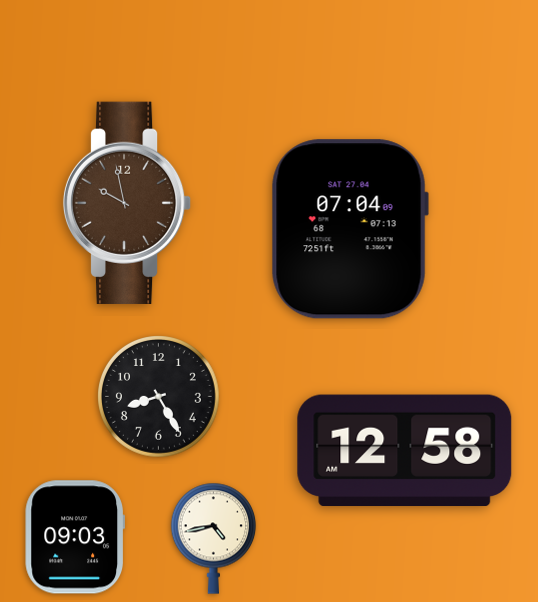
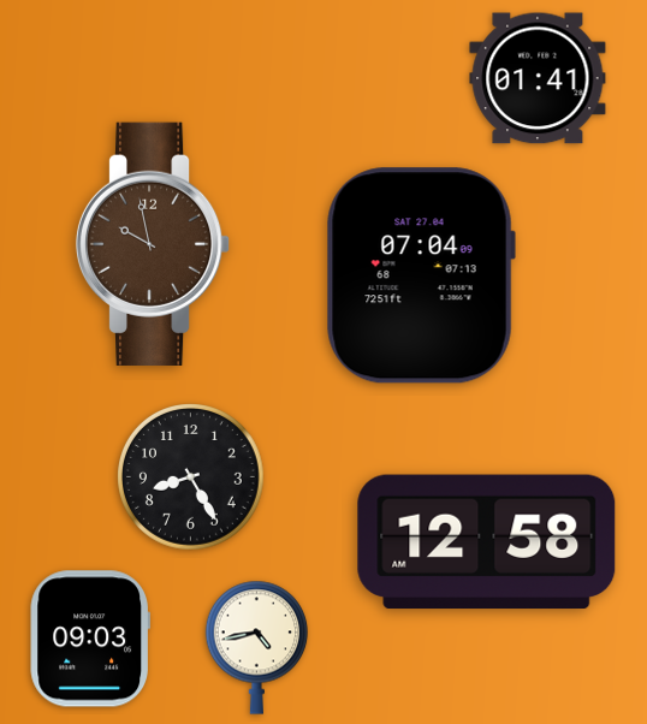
clock at (538, 78): none -> 01:41
clock at (74, 537) position: (74, 537) -> (89, 639)
